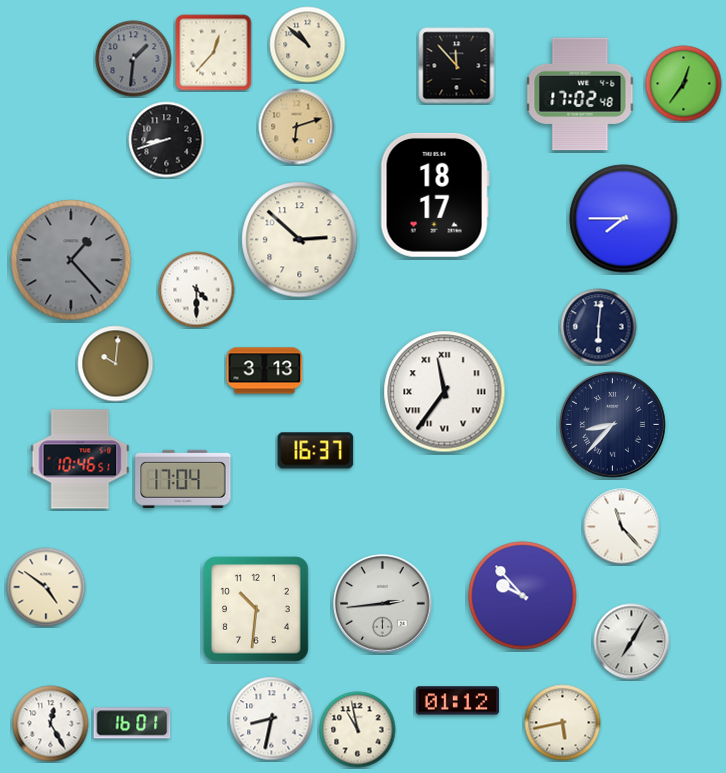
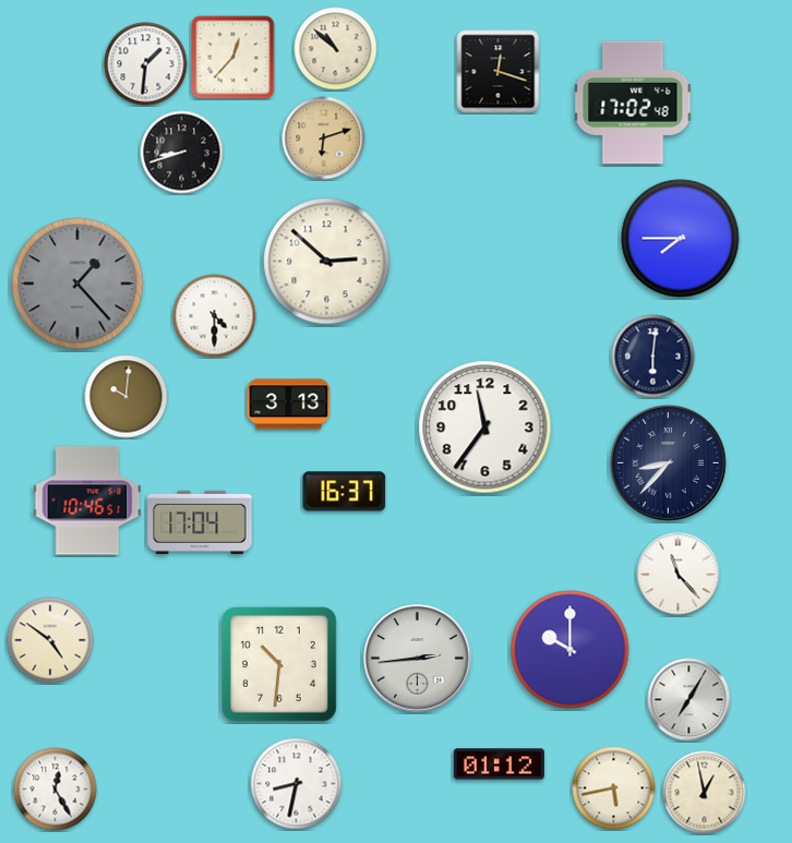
clock at (134, 59) dial: grey -> white
clock at (457, 66): 11:53 -> 12:18
clock at (684, 84): 12:36 -> none
clock at (435, 195): 18:17 -> none
clock at (445, 392) numerals: Roman -> Arabic
clock at (523, 596): 9:53 -> 10:00
clock at (132, 723): 16:01 -> none
clock at (705, 793): none -> 12:58
clock at (358, 730): 10:58 -> none
